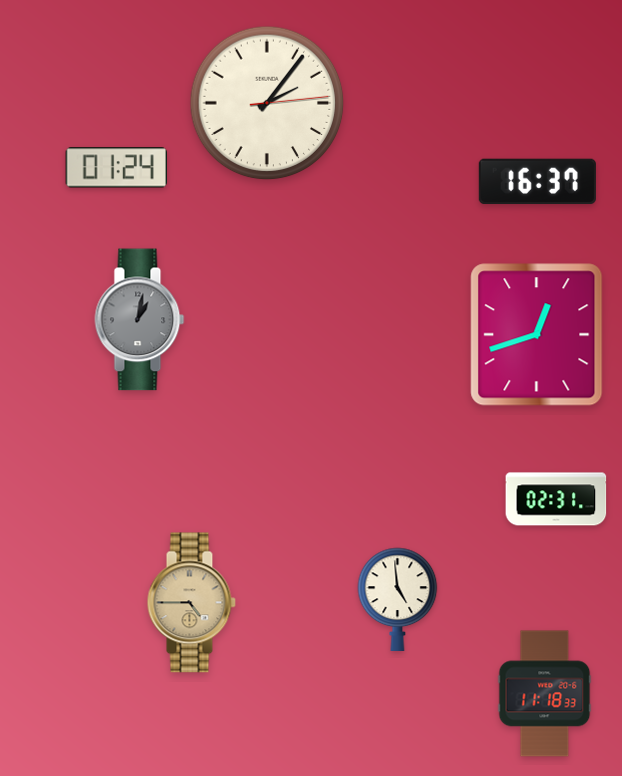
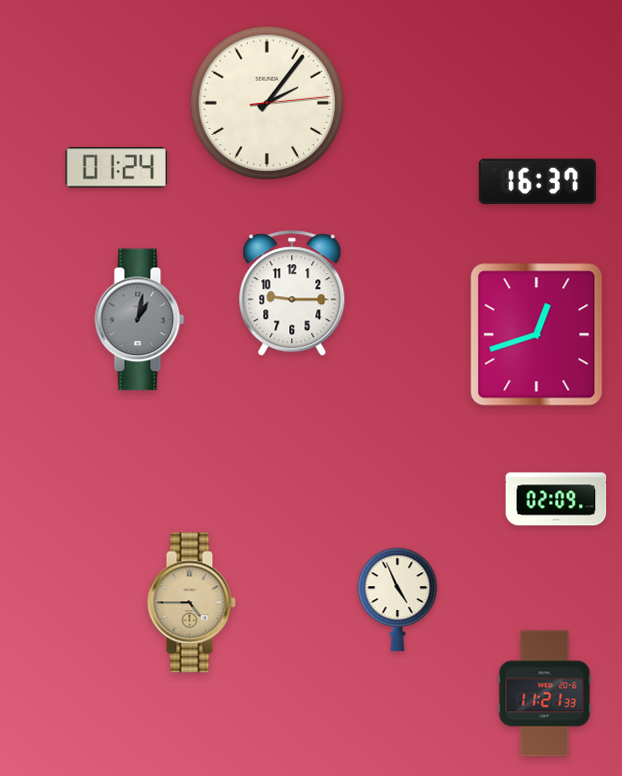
clock at (292, 294): none -> 9:15
clock at (556, 499): 02:31 -> 02:09
clock at (398, 599): 4:59 -> 4:56
clock at (545, 694): 11:18 -> 11:21
